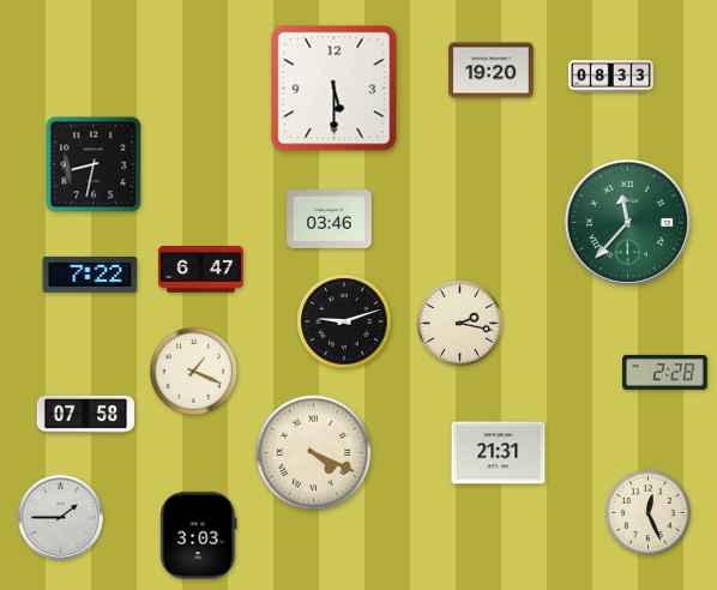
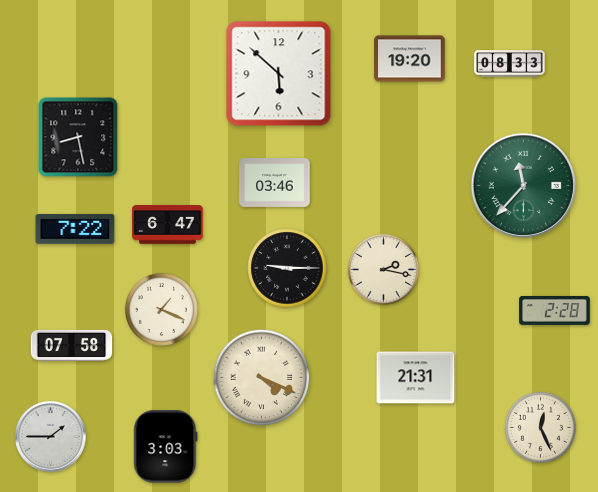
clock at (335, 89): 5:30 -> 5:52
clock at (94, 164): 8:32 -> 8:28
clock at (344, 321): 9:12 -> 9:15
clock at (61, 518) position: (61, 518) -> (51, 437)
